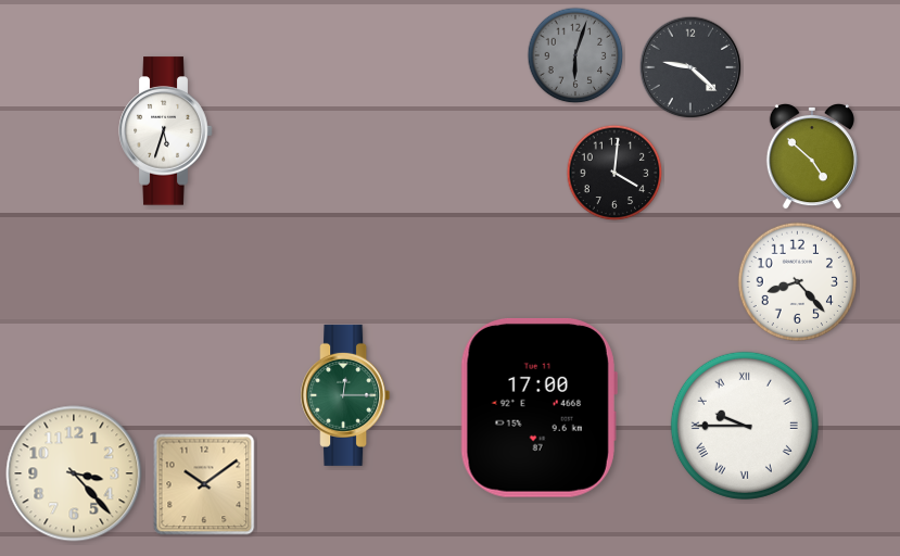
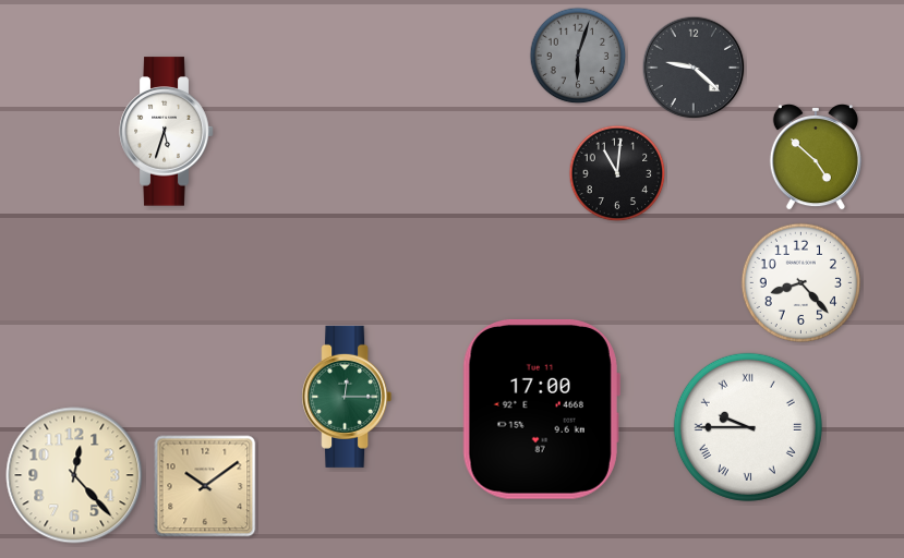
clock at (614, 173): 4:01 -> 11:01
clock at (74, 473): 3:23 -> 12:23
